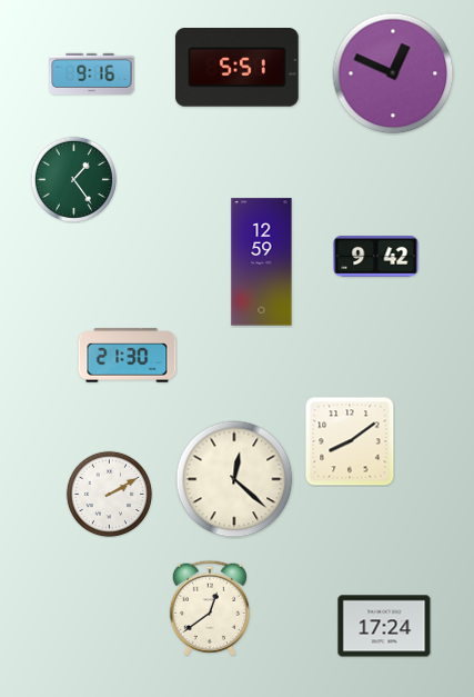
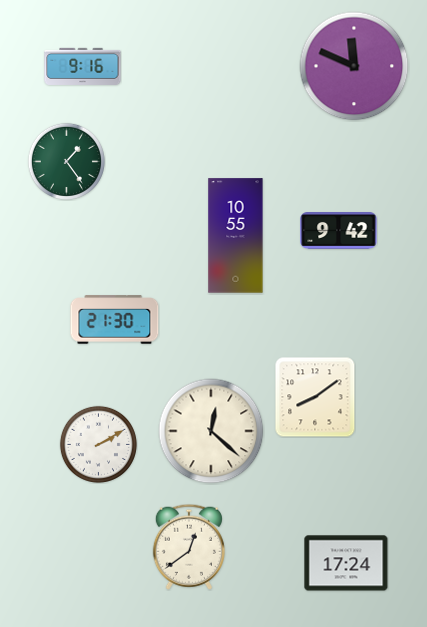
clock at (238, 68): 5:51 -> none
clock at (393, 73): 12:49 -> 11:49
clock at (262, 262): 12:59 -> 10:55
